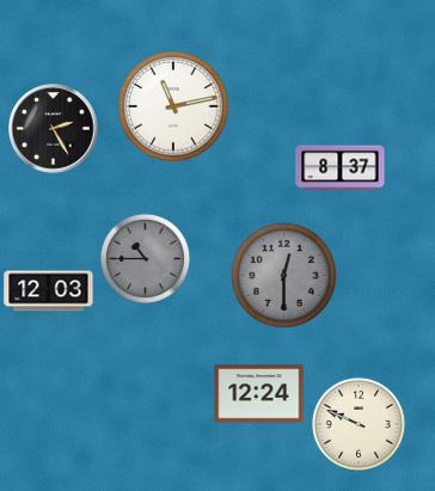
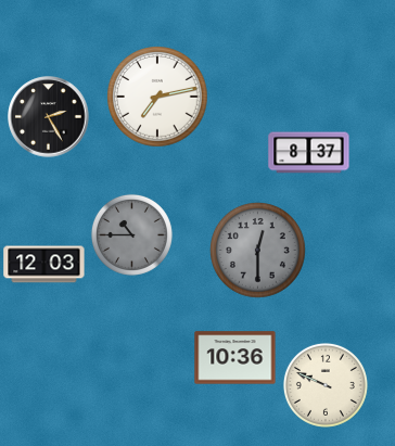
clock at (173, 106): 11:13 -> 7:13
clock at (259, 394): 12:24 -> 10:36
